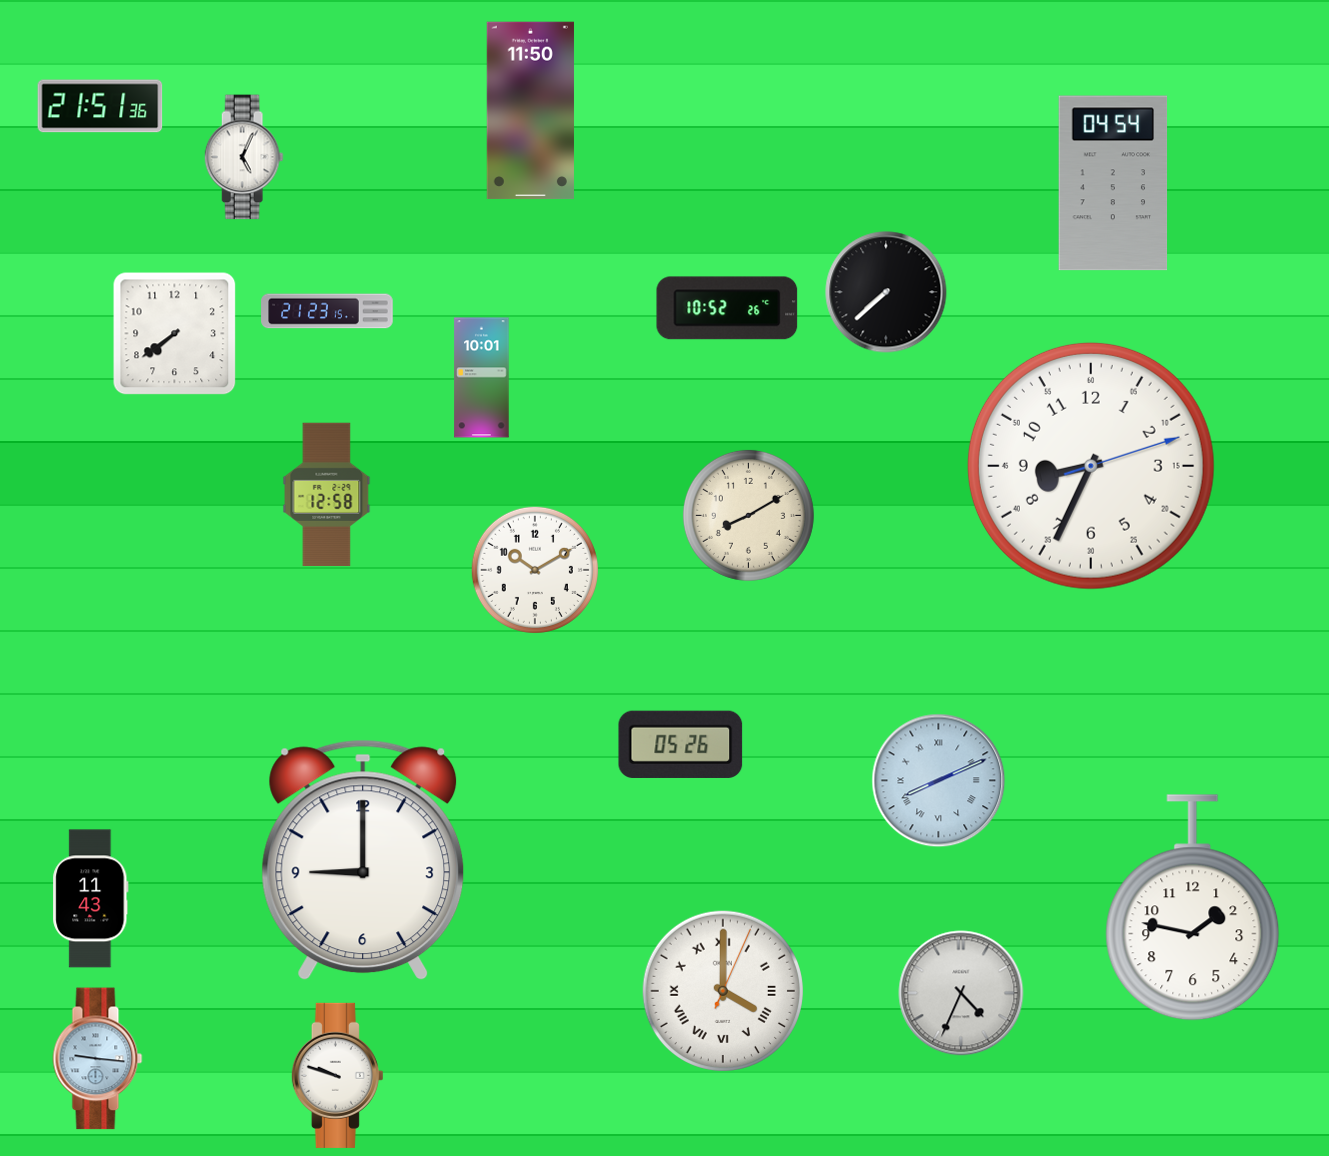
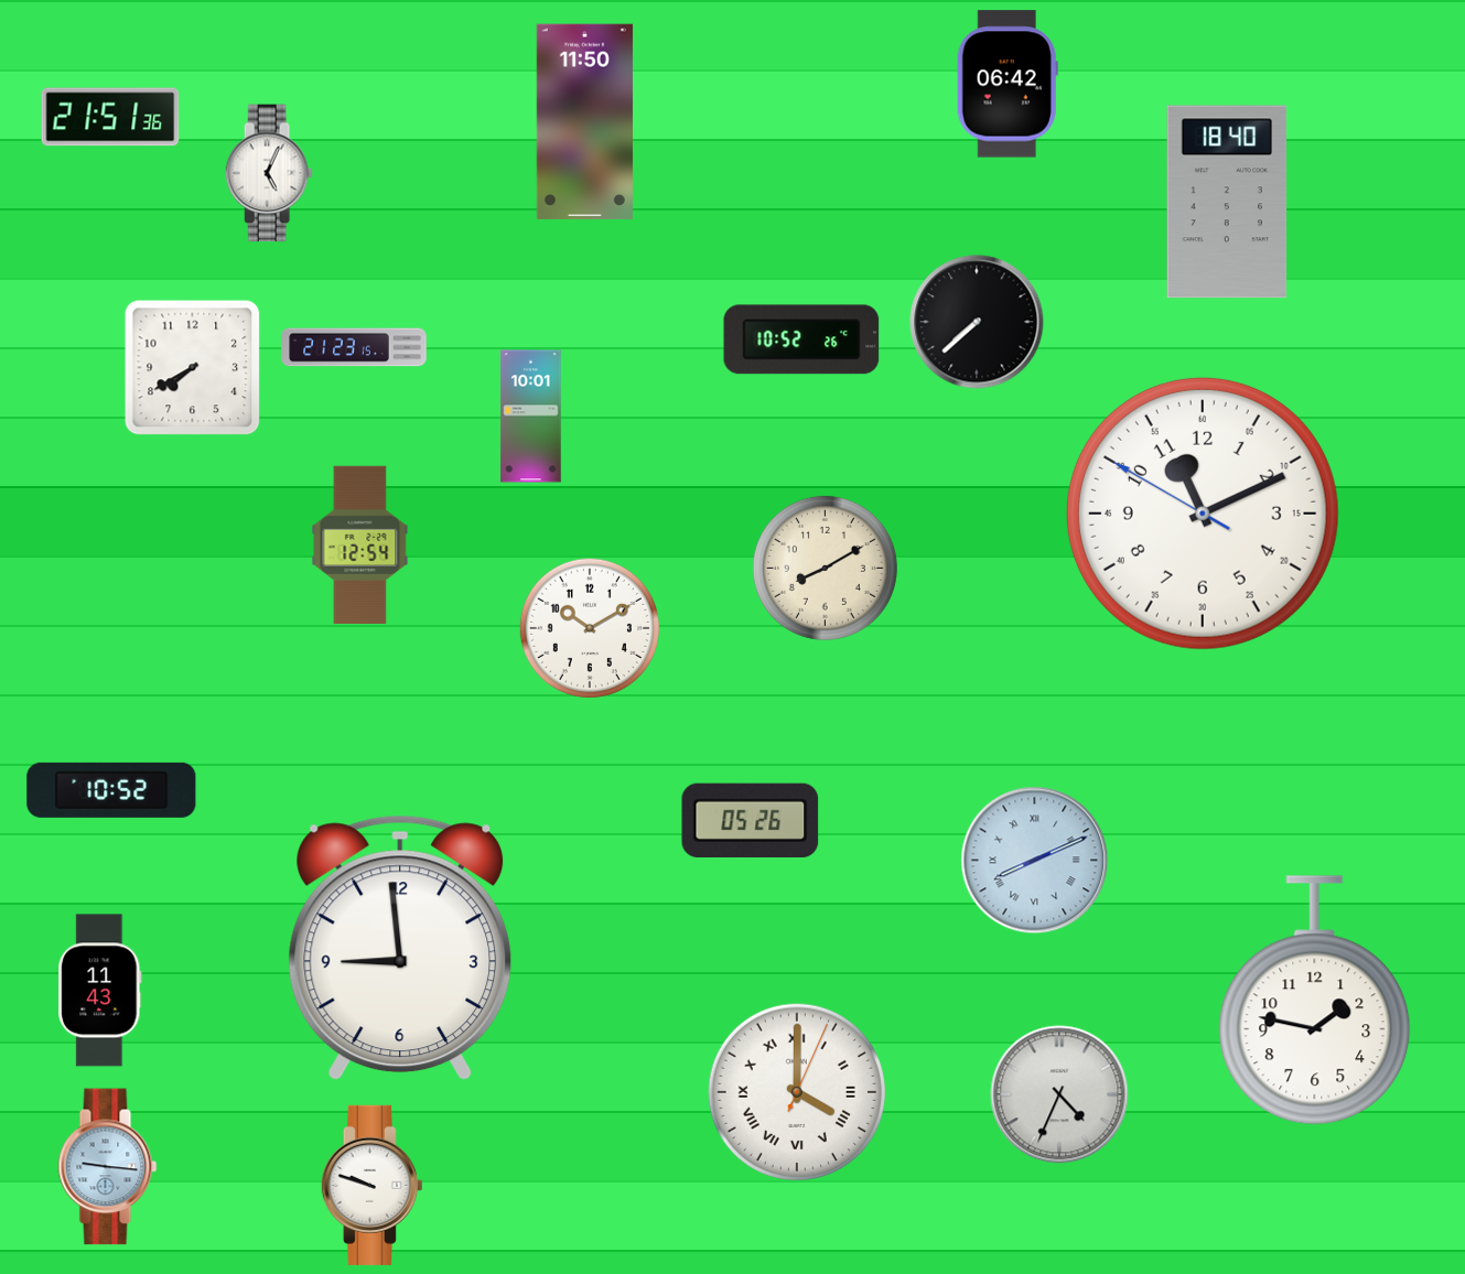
clock at (1008, 84): none -> 06:42
clock at (1113, 183): 04:54 -> 18:40
clock at (327, 311) position: (327, 311) -> (354, 347)
clock at (175, 334): 7:39 -> 7:40
clock at (1091, 466): 8:34 -> 11:10
clock at (327, 495): 12:58 -> 12:54
clock at (111, 790): none -> 10:52
clock at (363, 860): 9:00 -> 8:59
